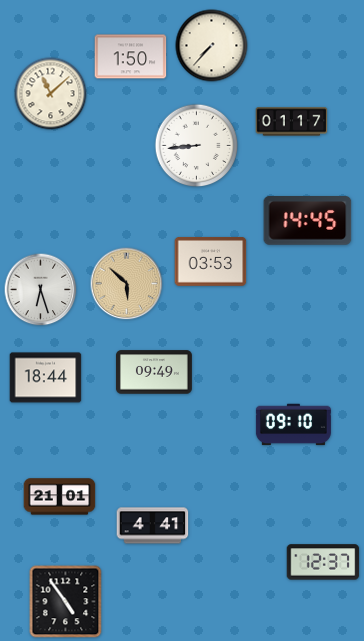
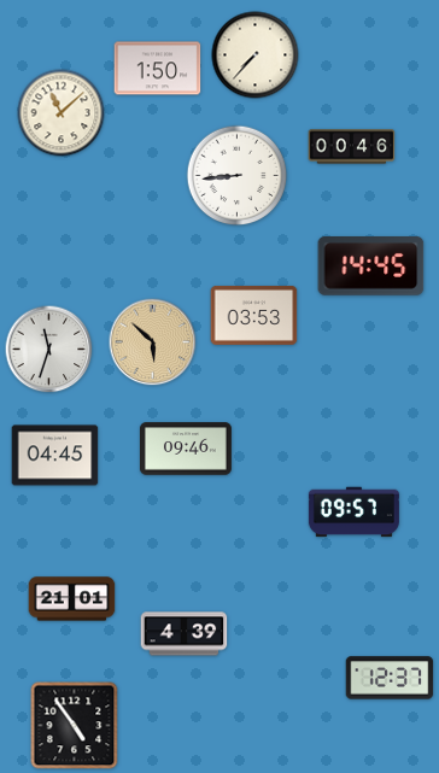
clock at (292, 122): 01:17 -> 00:46
clock at (41, 290): 6:27 -> 11:33
clock at (154, 372): 09:49 -> 09:46
clock at (46, 378): 18:44 -> 04:45
clock at (293, 425): 09:10 -> 09:57
clock at (153, 526): 4:41 -> 4:39
clock at (66, 602) position: (66, 602) -> (75, 726)
